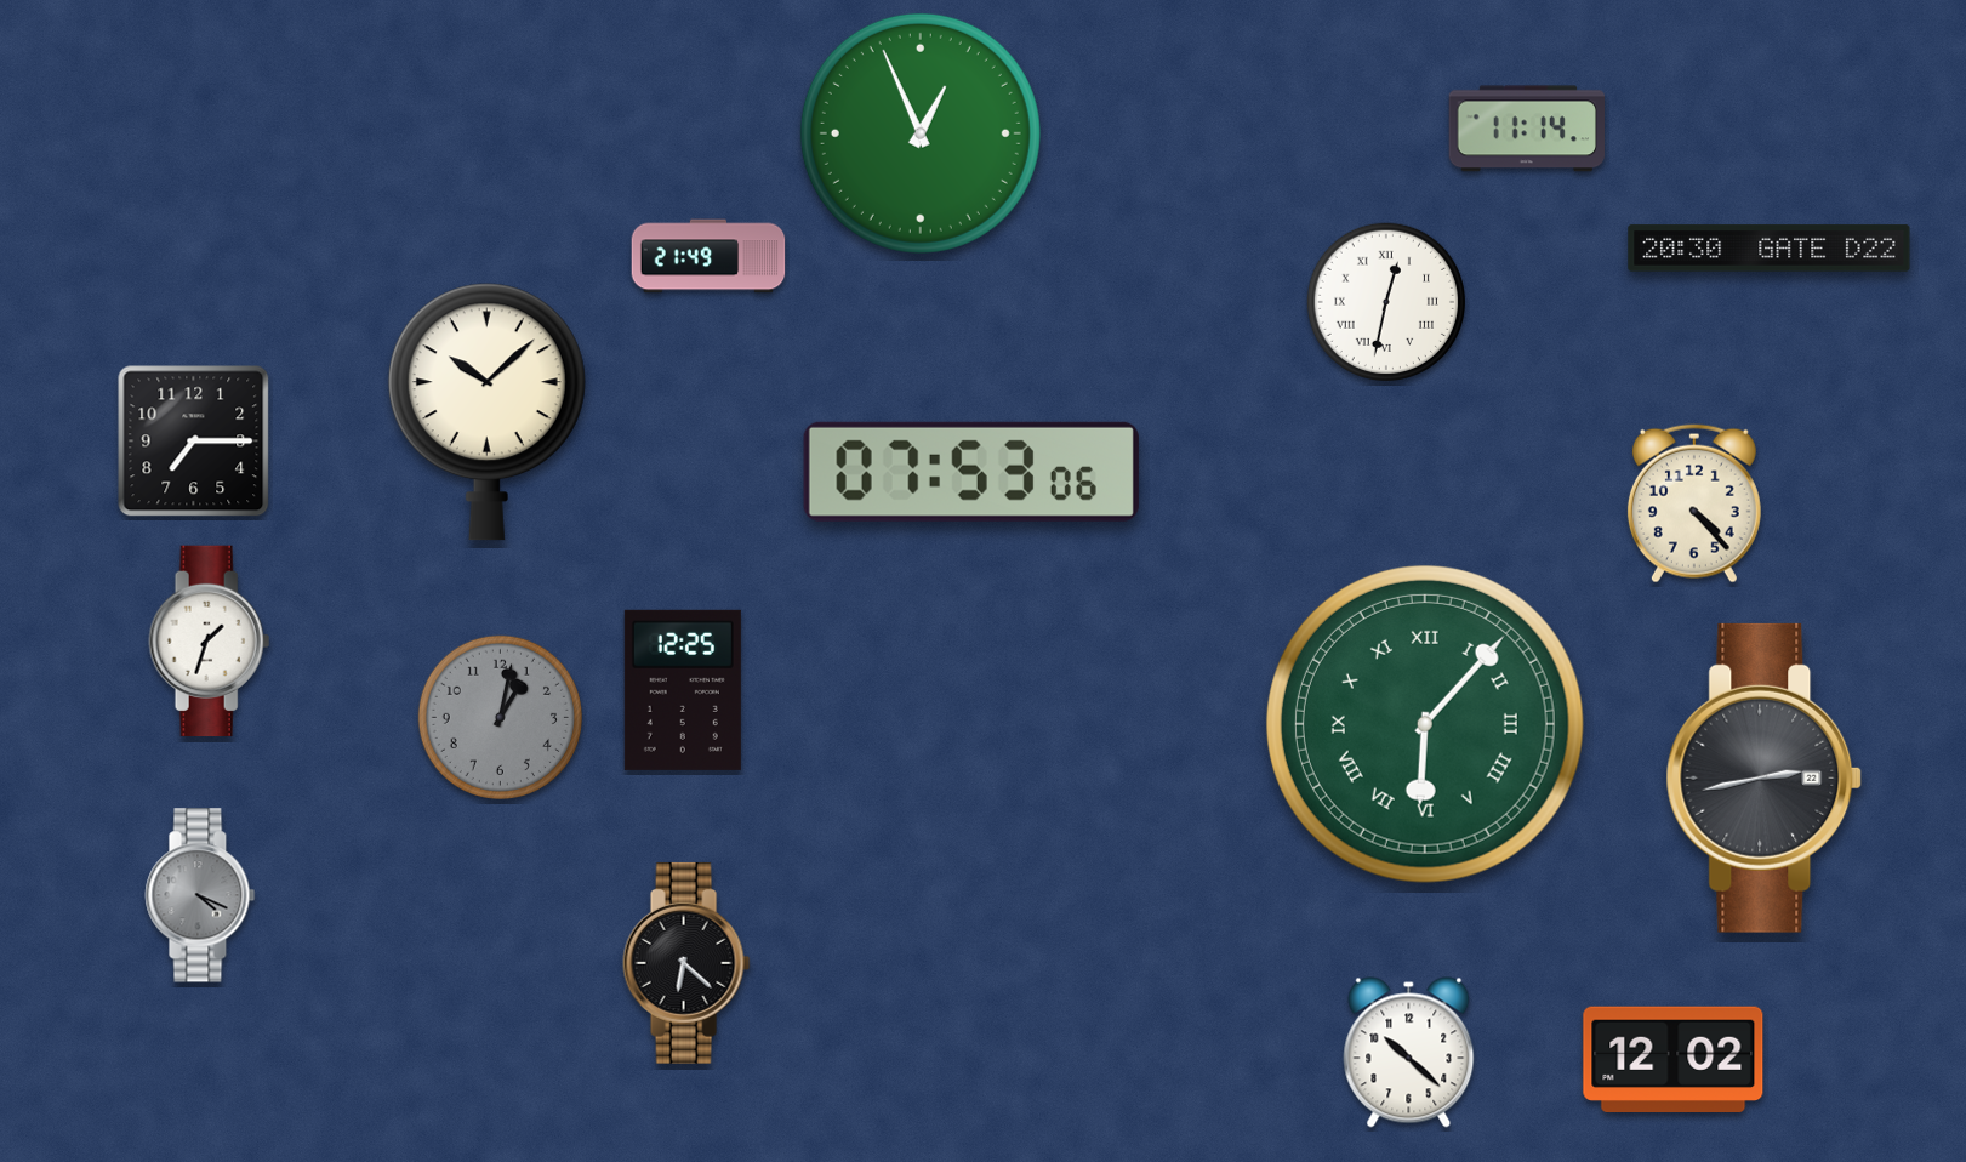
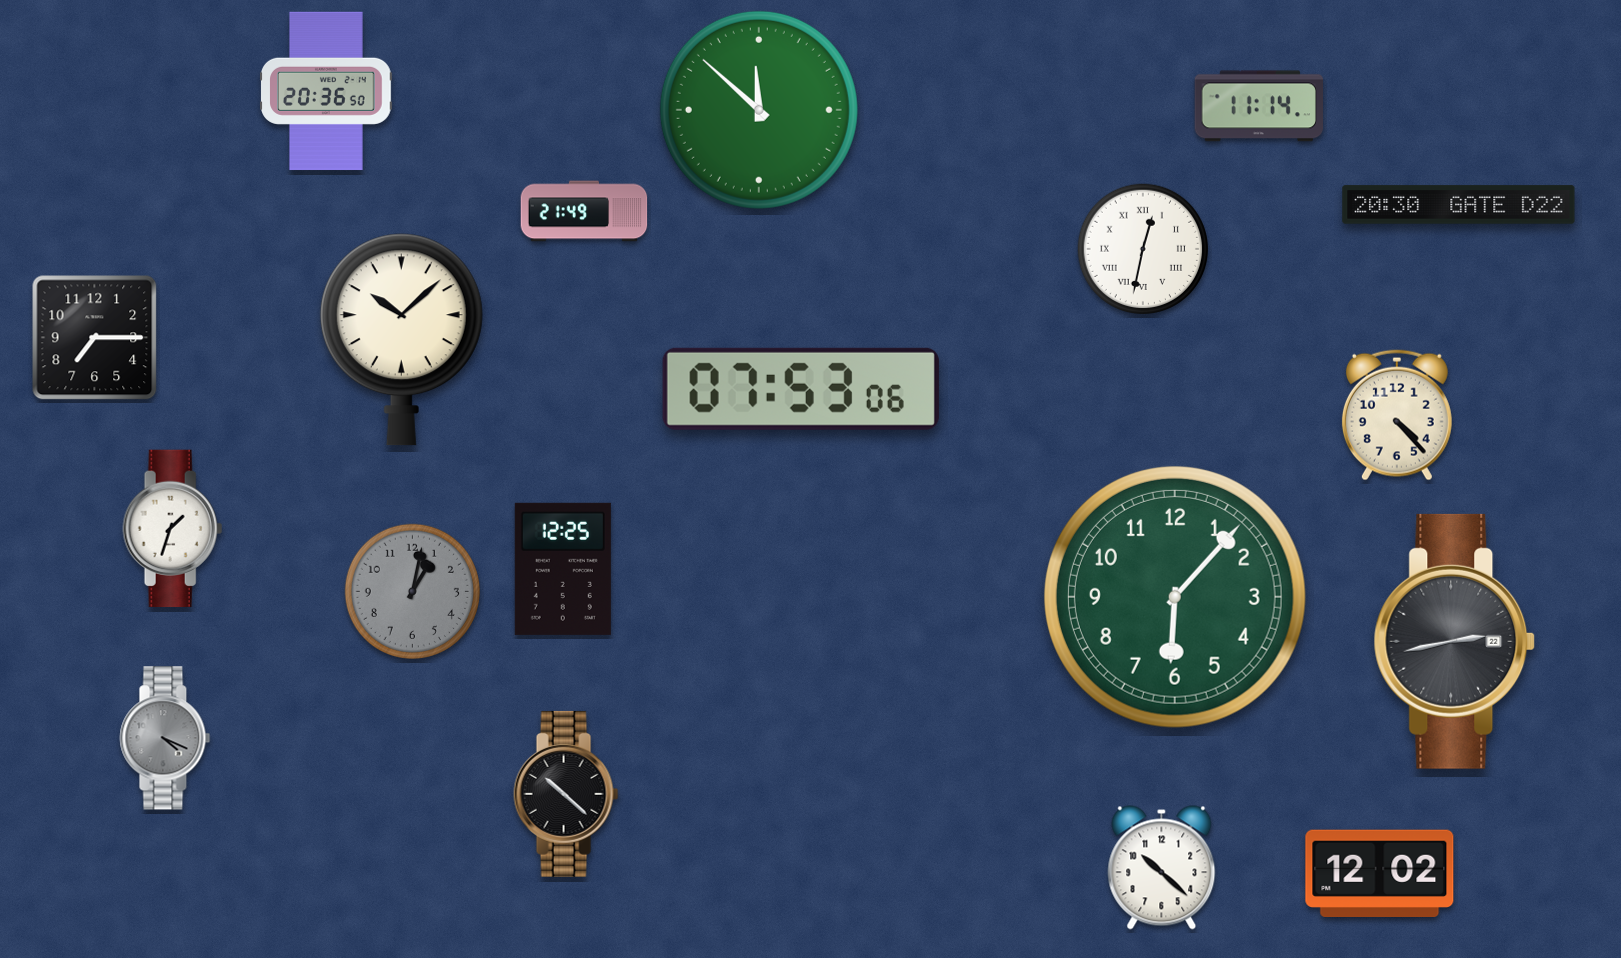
clock at (326, 91): none -> 20:36
clock at (921, 133): 12:56 -> 11:52
clock at (194, 442) position: (194, 442) -> (95, 338)
clock at (1425, 724) numerals: Roman -> Arabic
clock at (686, 963): 6:22 -> 10:22
